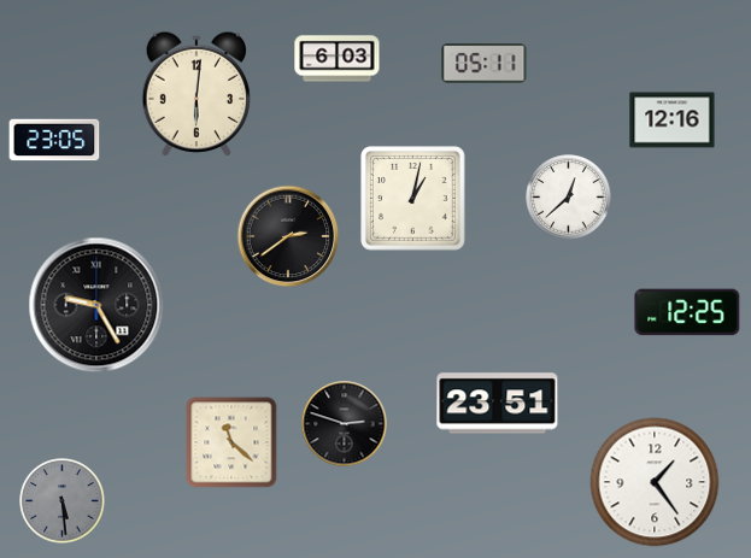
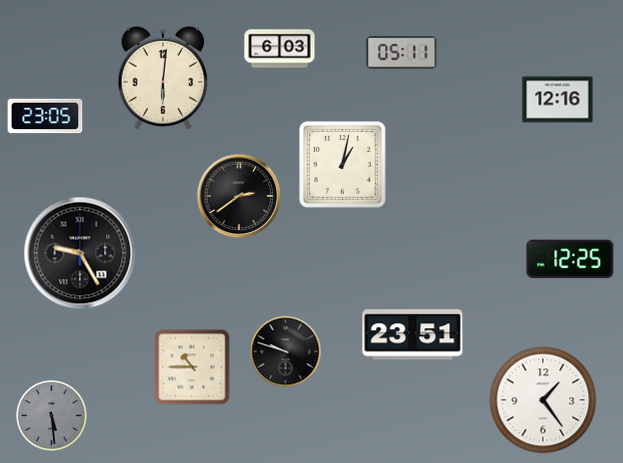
clock at (569, 198): 12:38 -> none
clock at (345, 424): 2:48 -> 9:48
clock at (231, 442): 11:22 -> 10:45
